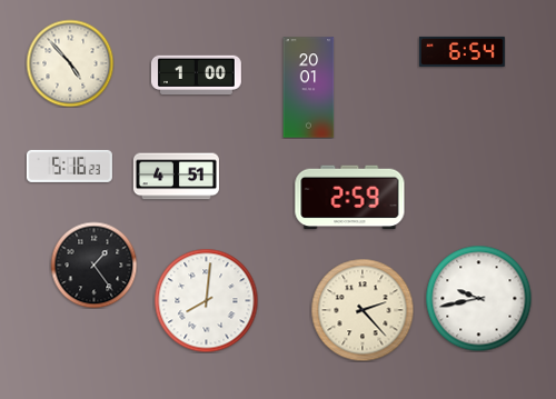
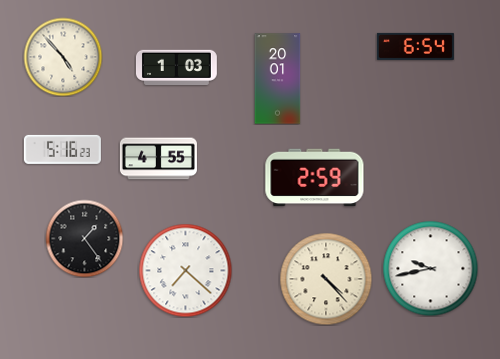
clock at (196, 74): 1:00 -> 1:03
clock at (176, 177): 4:51 -> 4:55
clock at (206, 300): 8:01 -> 7:22
clock at (363, 310): 2:23 -> 4:23
